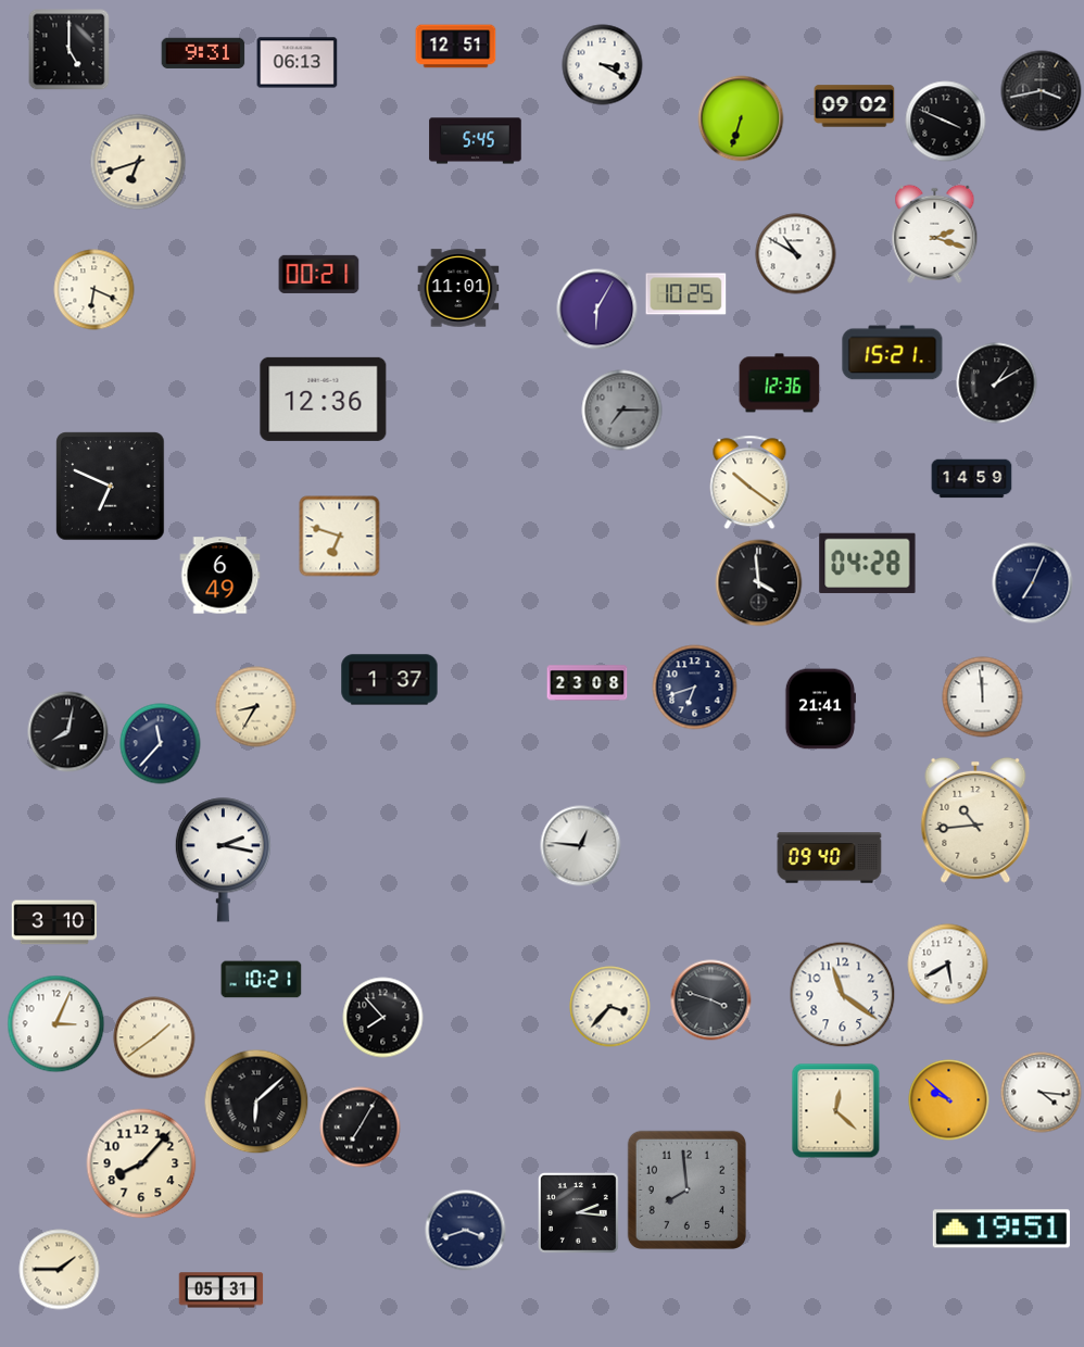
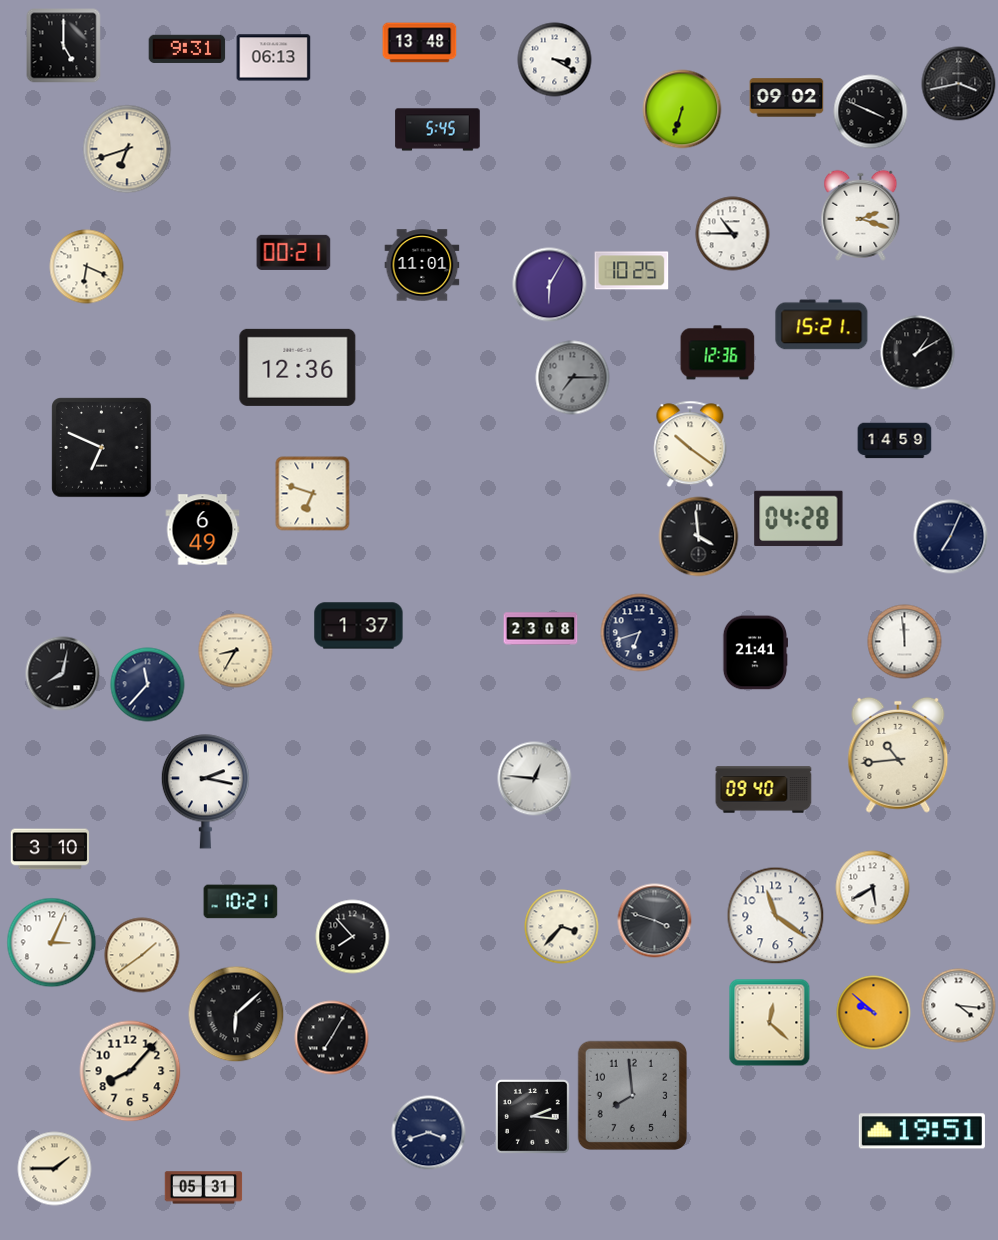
clock at (456, 47): 12:51 -> 13:48
clock at (796, 254): 10:50 -> 10:45
